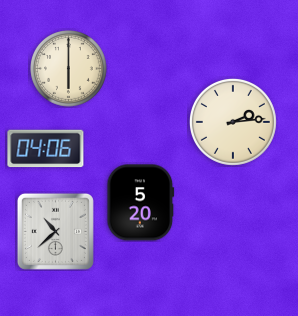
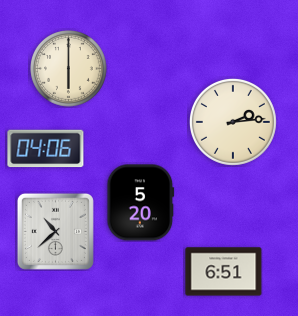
clock at (224, 272): none -> 6:51
